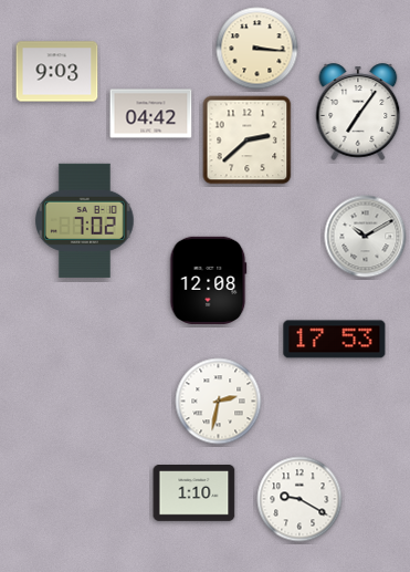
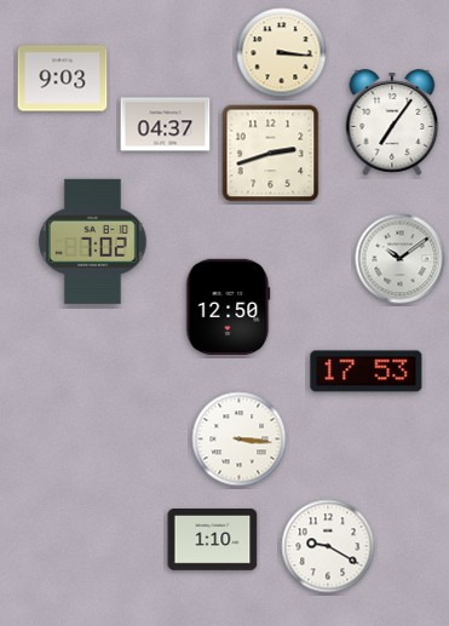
clock at (151, 114): 04:42 -> 04:37
clock at (248, 141): 2:38 -> 2:42
clock at (366, 237): 10:10 -> 10:09
clock at (209, 280): 12:08 -> 12:50
clock at (219, 402): 2:32 -> 3:16
